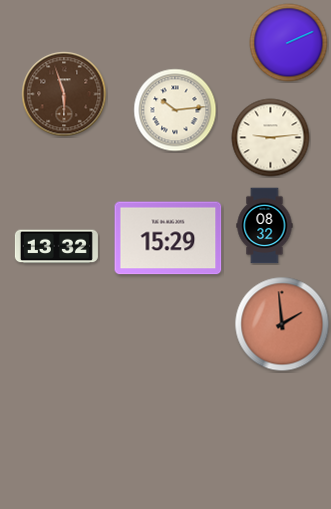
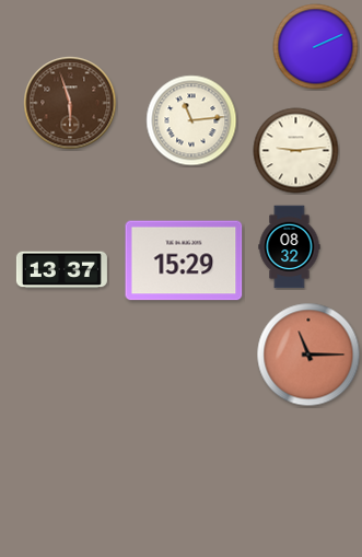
clock at (175, 110): 10:14 -> 11:14
clock at (56, 247): 13:32 -> 13:37
clock at (282, 324): 1:59 -> 11:15
